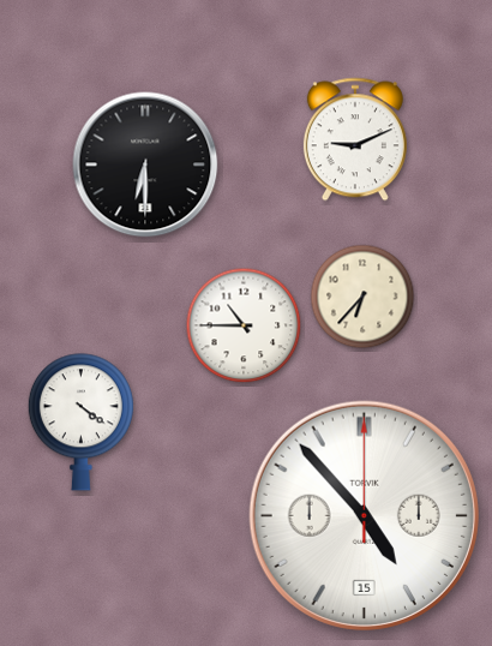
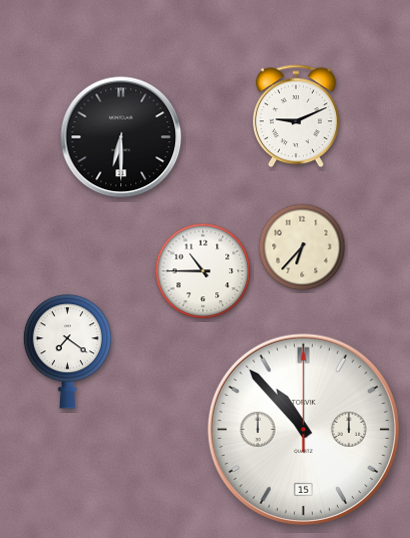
clock at (80, 423): 4:21 -> 7:21
clock at (364, 515): 4:53 -> 10:53
